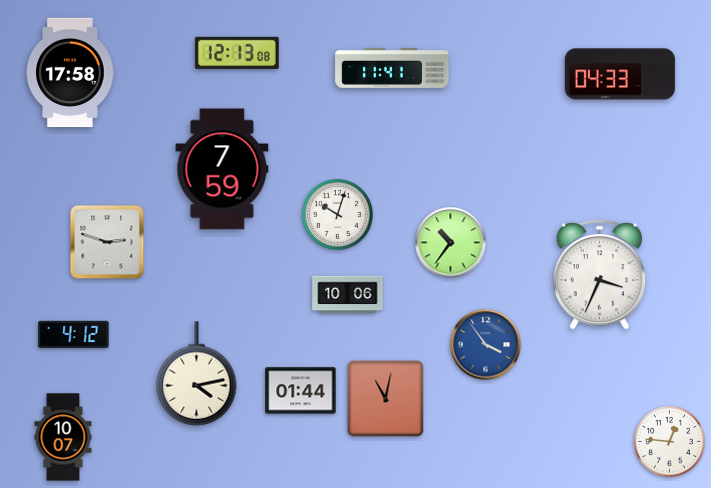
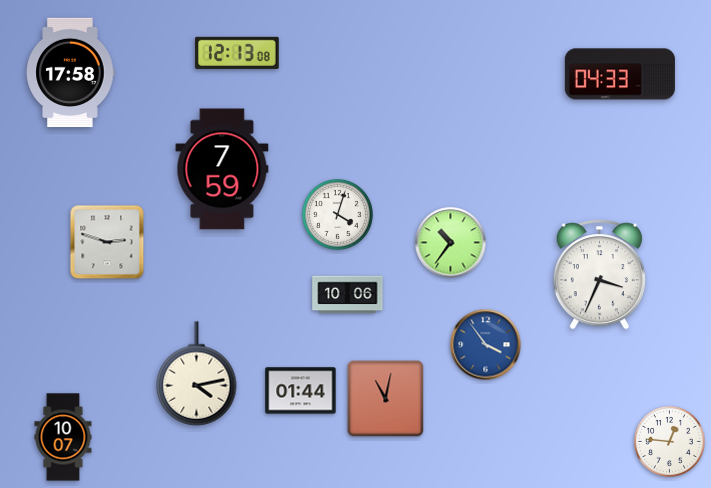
clock at (392, 68): 11:41 -> none
clock at (338, 215): 10:03 -> 4:03
clock at (74, 334): 4:12 -> none
